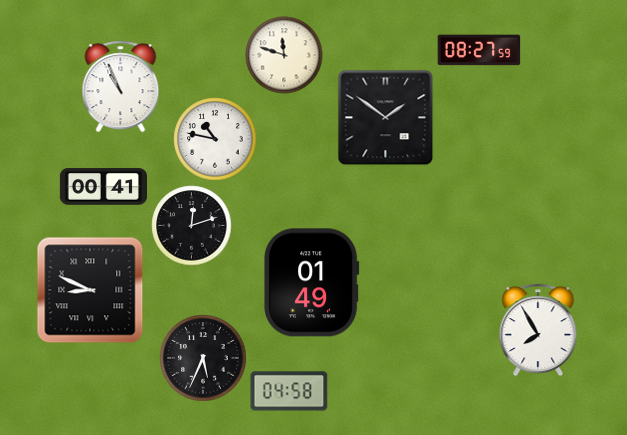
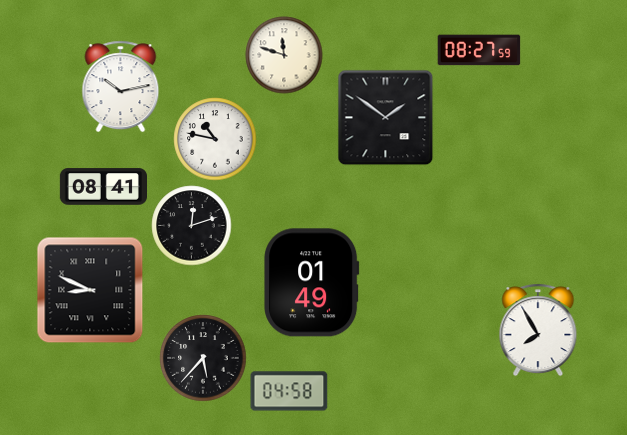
clock at (121, 87): 10:56 -> 10:13
clock at (103, 187): 00:41 -> 08:41
clock at (203, 358): 5:34 -> 5:37
